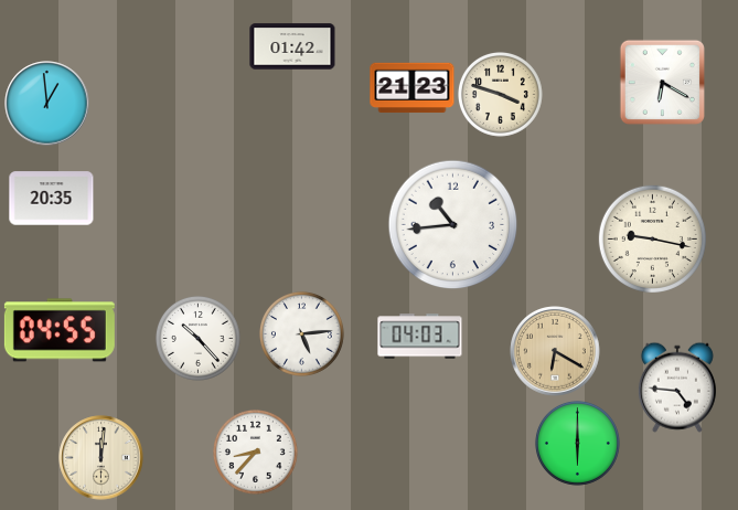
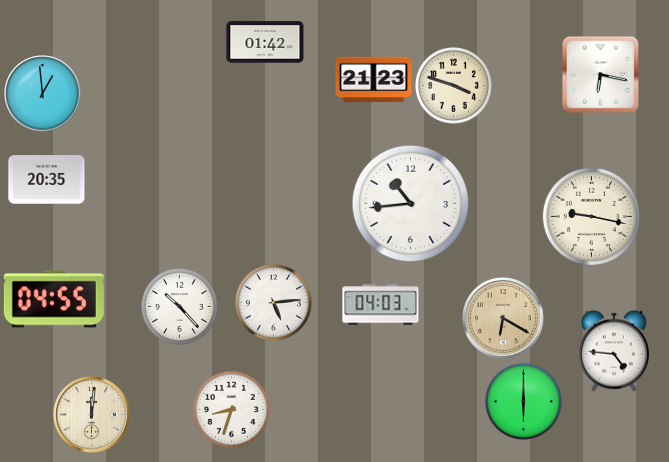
clock at (662, 82): 6:20 -> 6:17
clock at (255, 451): 8:37 -> 8:33
